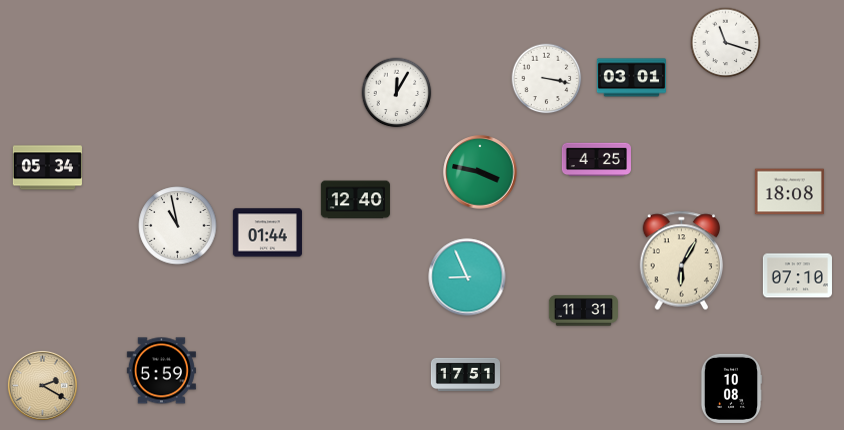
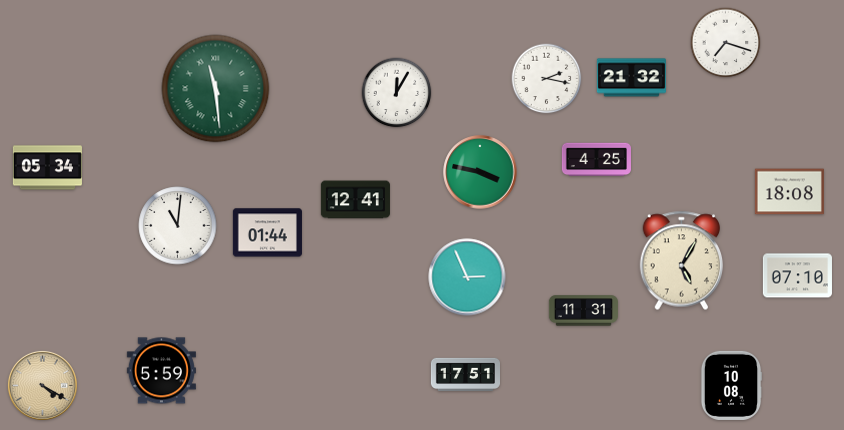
clock at (726, 43): 11:18 -> 7:18
clock at (631, 78): 03:01 -> 21:32
clock at (547, 79): 3:17 -> 2:17
clock at (216, 89): none -> 11:29
clock at (355, 200): 12:40 -> 12:41
clock at (178, 226): 10:58 -> 11:01
clock at (681, 261): 6:05 -> 5:05
clock at (467, 277): 8:56 -> 2:56
clock at (42, 385): 2:20 -> 4:20
clock at (731, 388) position: (731, 388) -> (731, 385)
